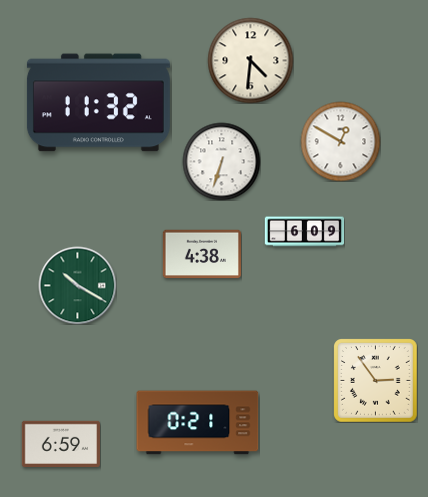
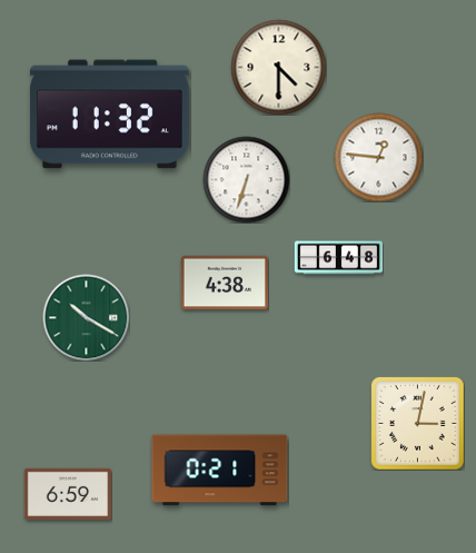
clock at (250, 60): 4:31 -> 4:30
clock at (340, 141): 12:50 -> 12:46
clock at (304, 232): 6:09 -> 6:48
clock at (376, 381): 2:54 -> 3:02
